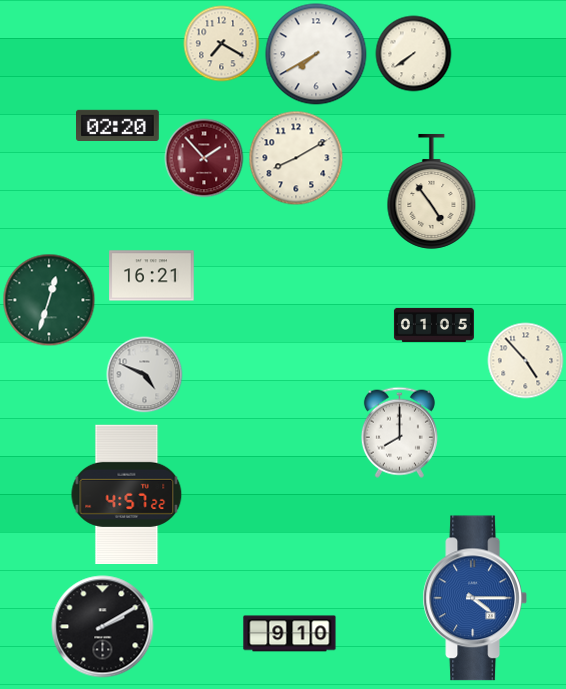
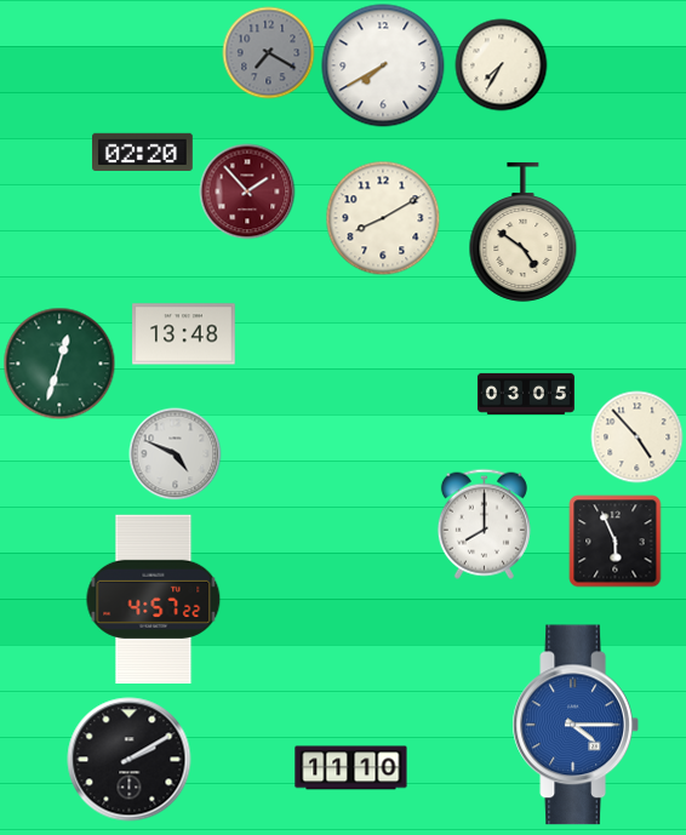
clock at (222, 44) dial: cream -> grey
clock at (414, 54): 7:39 -> 7:35
clock at (296, 158) position: (296, 158) -> (383, 218)
clock at (432, 191): 4:54 -> 4:51
clock at (152, 276): 16:21 -> 13:48
clock at (434, 325): 01:05 -> 03:05
clock at (616, 542): none -> 5:56
clock at (103, 627) position: (103, 627) -> (130, 760)
clock at (290, 634): 9:10 -> 11:10
